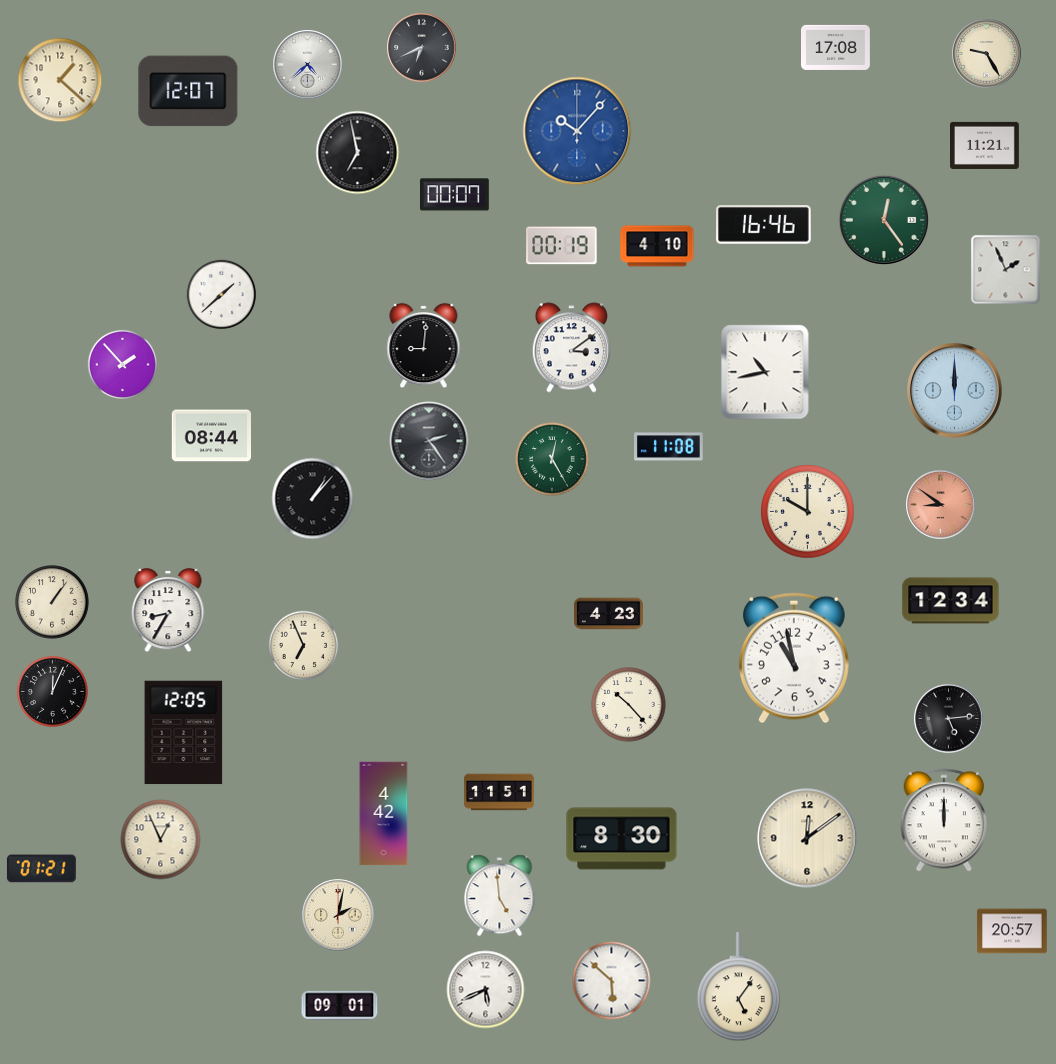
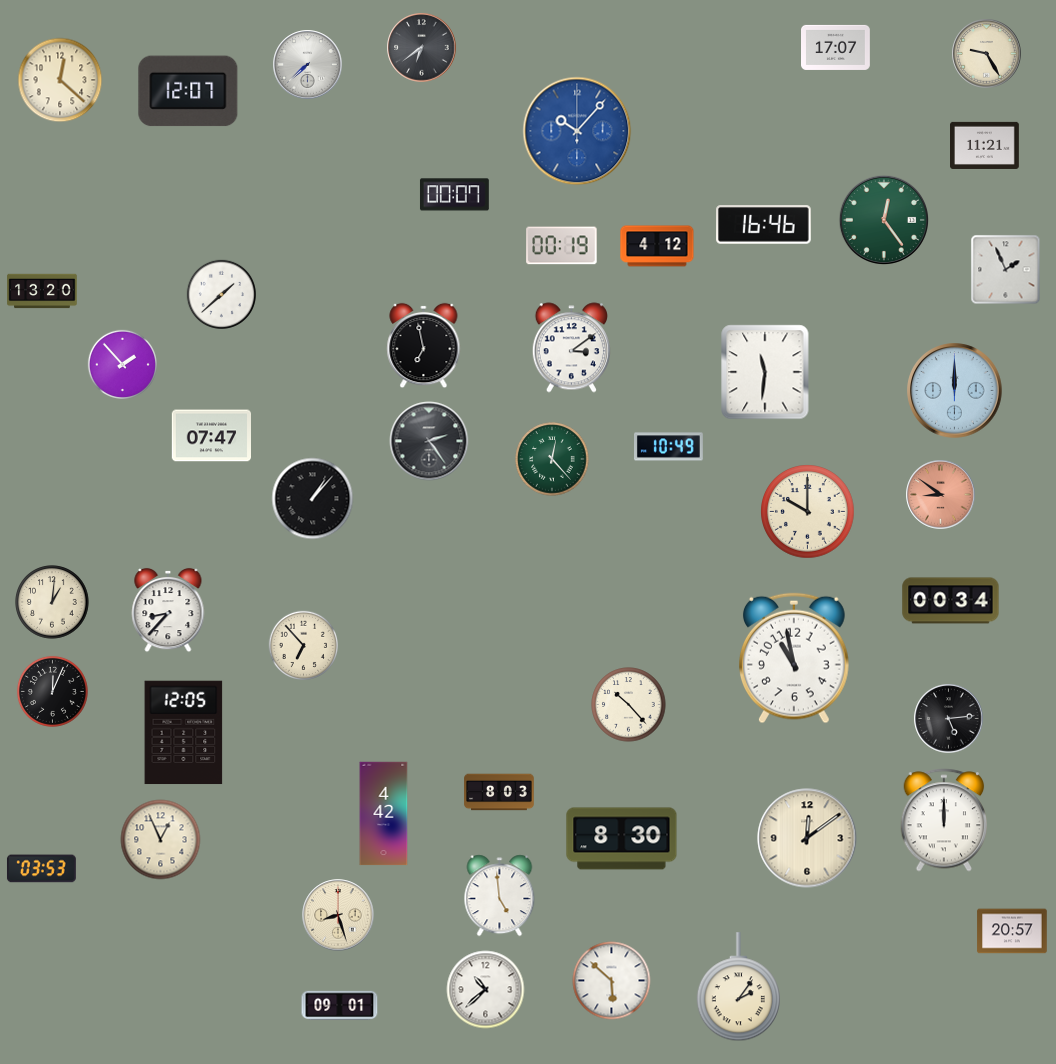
clock at (836, 47): 17:08 -> 17:07
clock at (422, 48): 6:41 -> 6:39
clock at (308, 65): 4:38 -> 7:38
clock at (60, 80): 1:22 -> 12:22
clock at (358, 153): 6:58 -> none
clock at (657, 246): 4:10 -> 4:12
clock at (42, 291): none -> 13:20
clock at (424, 346): 9:01 -> 6:58
clock at (765, 372): 10:43 -> 11:31
clock at (211, 436): 08:44 -> 07:47
clock at (669, 447): 11:08 -> 10:49
clock at (552, 459): 12:25 -> 12:23
clock at (941, 505) position: (941, 505) -> (941, 495)
clock at (951, 601): 12:34 -> 00:34
clock at (52, 602): 1:06 -> 1:01
clock at (168, 610): 8:35 -> 8:37
clock at (609, 614): 4:23 -> none
clock at (303, 645): 6:56 -> 6:53
clock at (499, 792): 11:51 -> 8:03
clock at (41, 869): 01:21 -> 03:53
clock at (338, 915): 2:02 -> 8:27
clock at (738, 987): 5:06 -> 2:06
clock at (486, 990): 5:41 -> 10:38
